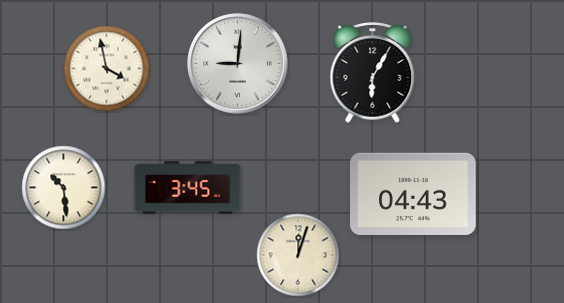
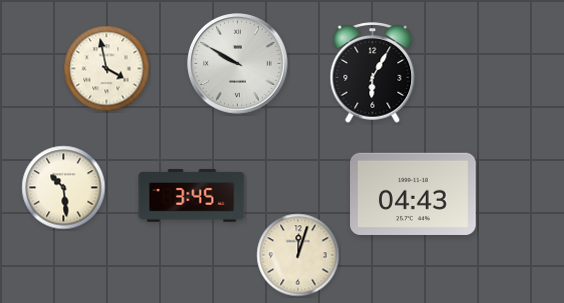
clock at (238, 64): 9:01 -> 9:50
clock at (188, 188) position: (188, 188) -> (192, 196)
